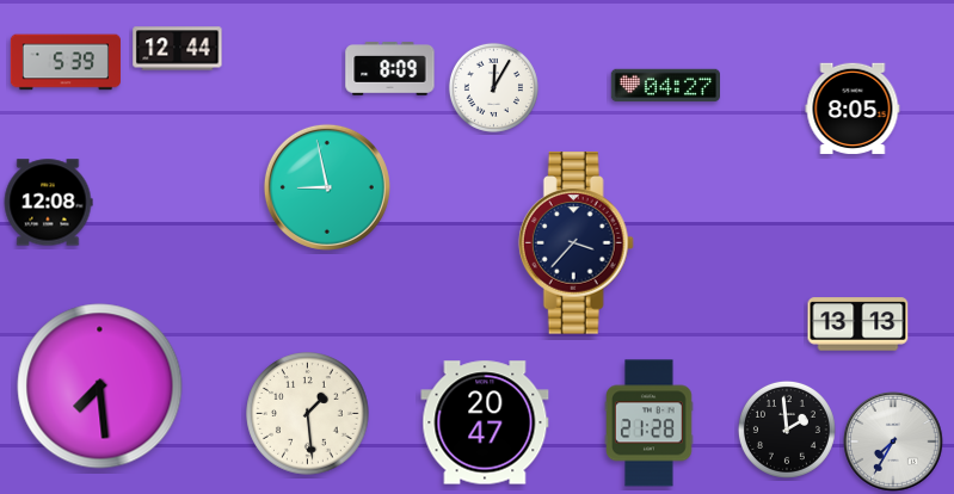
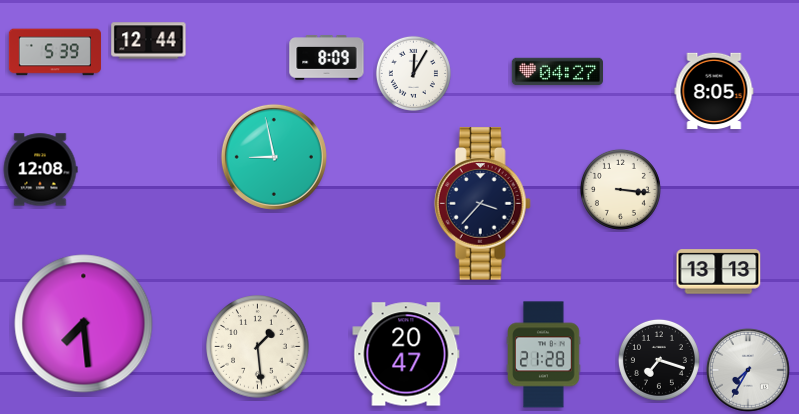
clock at (620, 189): none -> 3:16
clock at (787, 430): 1:59 -> 7:18
